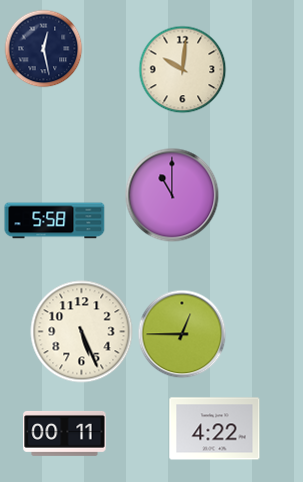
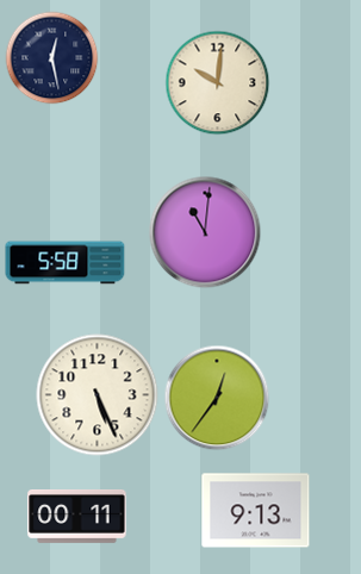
clock at (172, 195): 11:00 -> 11:01
clock at (182, 334): 12:45 -> 12:36
clock at (215, 429): 4:22 -> 9:13
